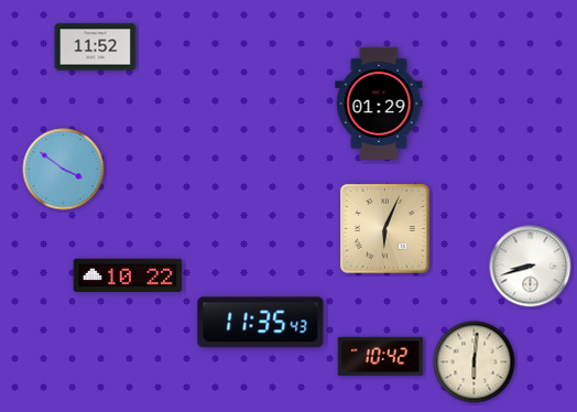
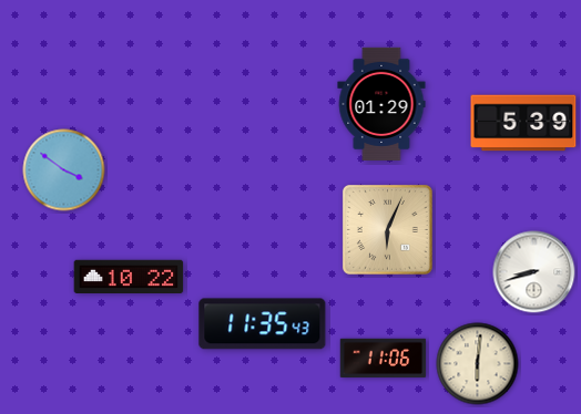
clock at (96, 47): 11:52 -> none
clock at (523, 123): none -> 5:39
clock at (531, 267) position: (531, 267) -> (534, 272)
clock at (381, 357): 10:42 -> 11:06
